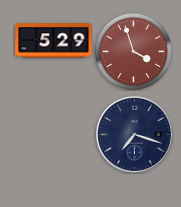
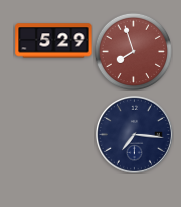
clock at (133, 51): 3:57 -> 7:57
clock at (134, 134): 7:18 -> 7:16
